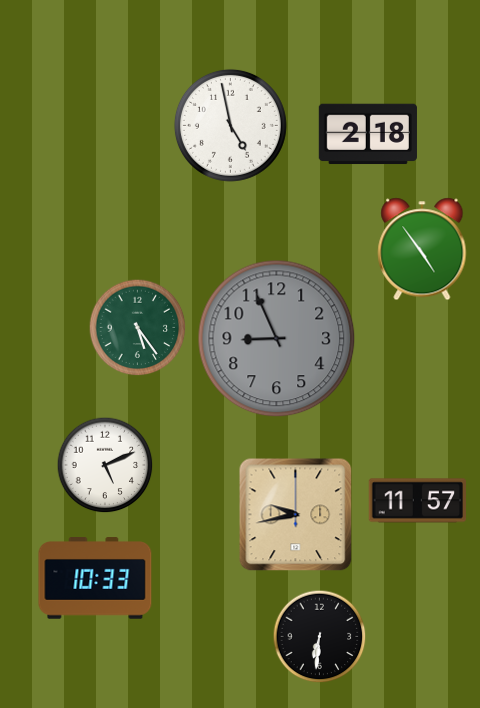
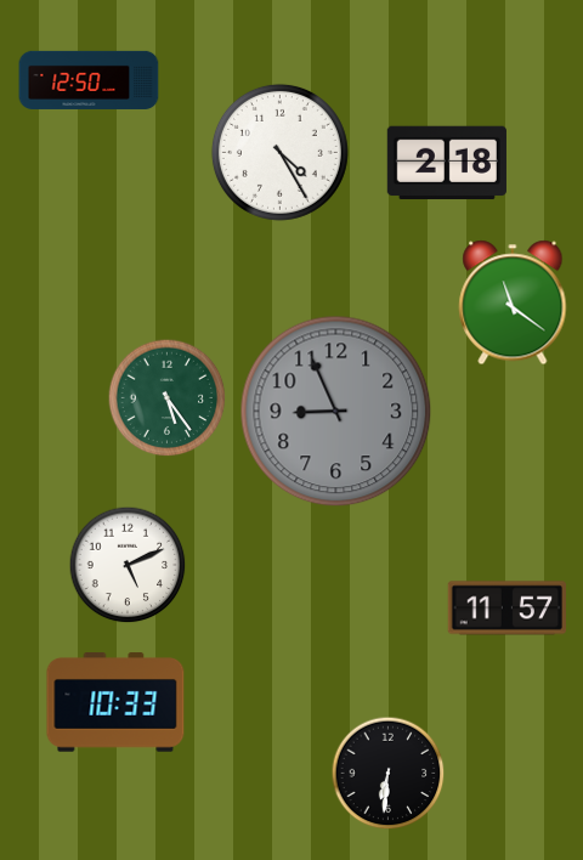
clock at (89, 80): none -> 12:50
clock at (230, 125): 4:58 -> 4:25
clock at (422, 249): 4:54 -> 11:21
clock at (296, 515): 9:43 -> none
